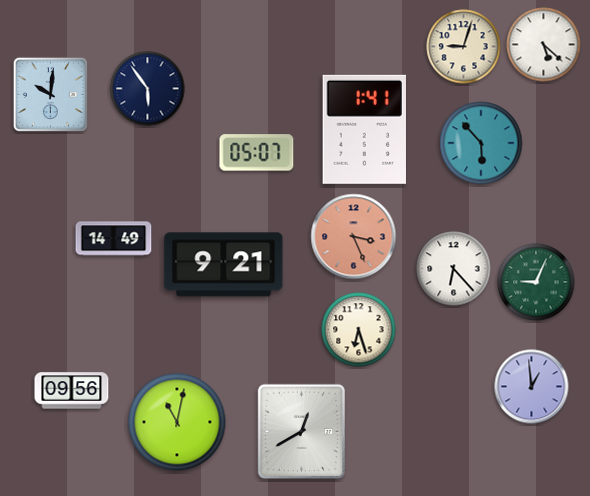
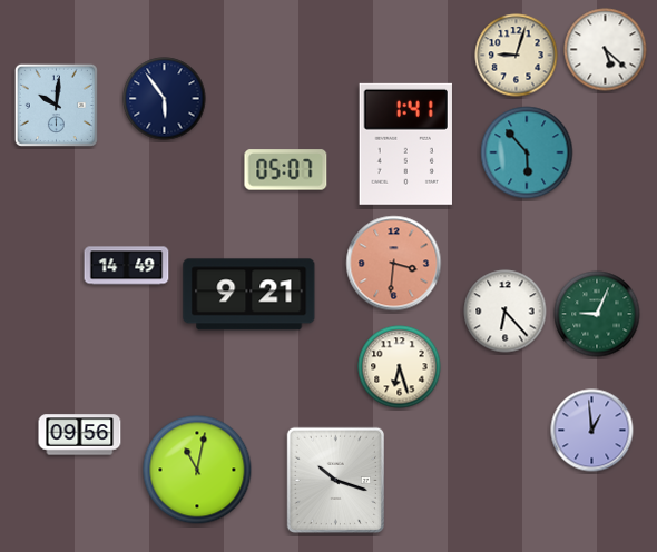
clock at (464, 47) position: (464, 47) -> (517, 56)
clock at (481, 143) position: (481, 143) -> (527, 152)
clock at (354, 237): 3:26 -> 3:31
clock at (454, 269) position: (454, 269) -> (506, 312)
clock at (301, 432): 12:40 -> 10:18
